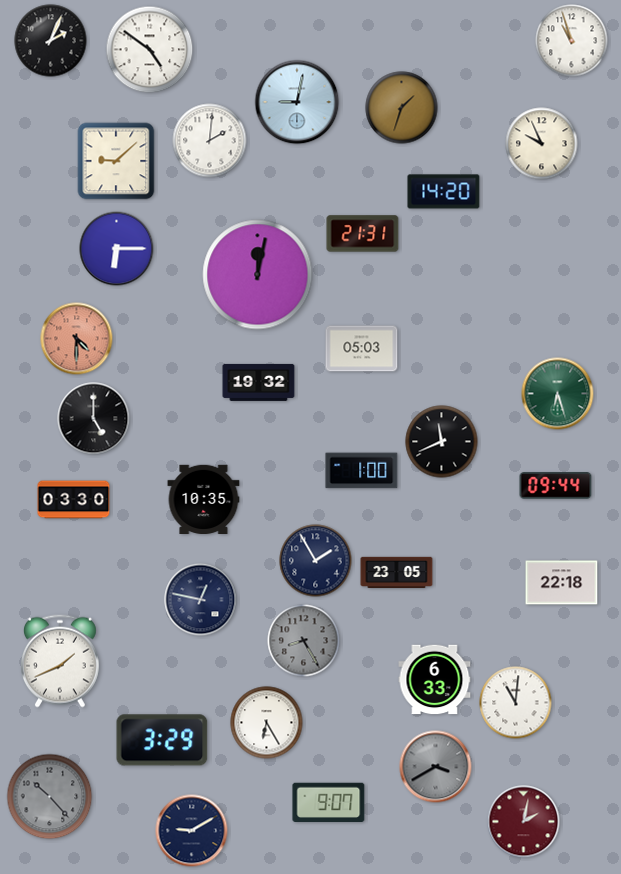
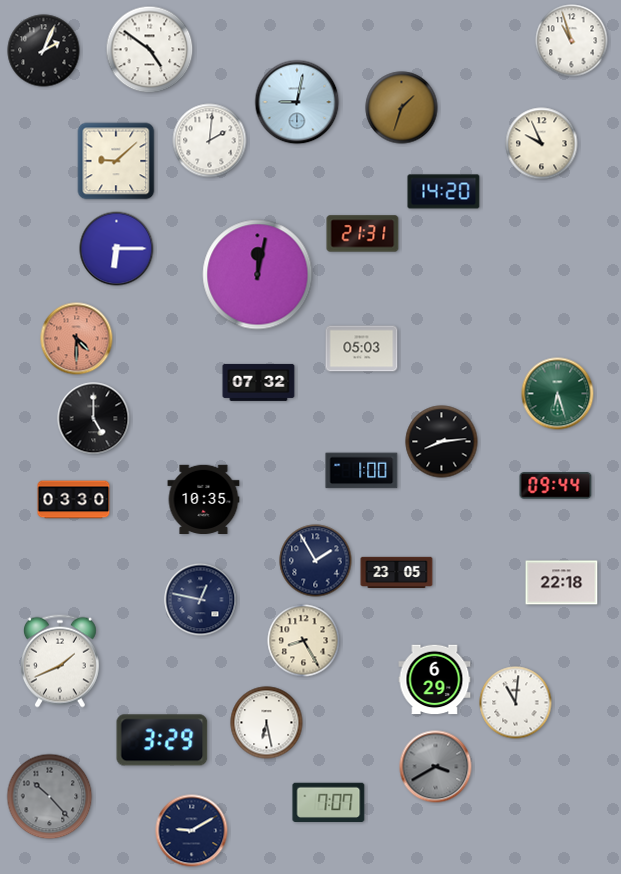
clock at (51, 41) position: (51, 41) -> (44, 51)
clock at (259, 382): 19:32 -> 07:32
clock at (442, 442): 11:41 -> 8:14
clock at (304, 641) dial: grey -> cream
clock at (435, 680): 6:33 -> 6:29
clock at (267, 723): 6:25 -> 6:28
clock at (329, 802): 9:07 -> 7:07
clock at (524, 822): 2:02 -> none
